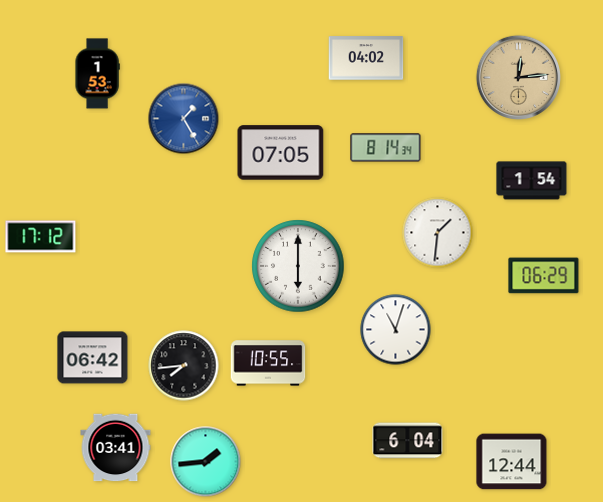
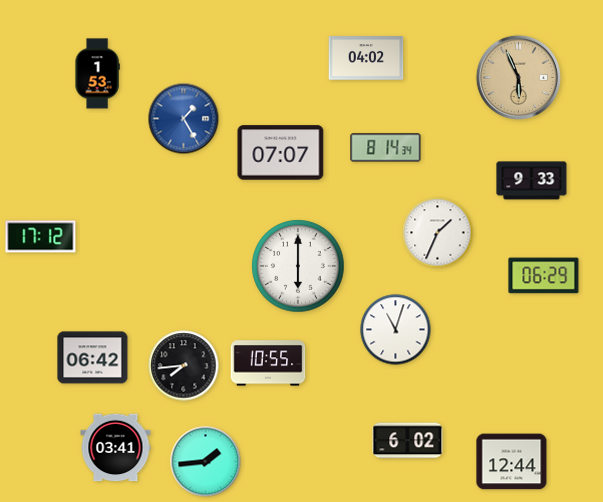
clock at (518, 77): 12:14 -> 5:56
clock at (281, 153): 07:05 -> 07:07
clock at (532, 181): 1:54 -> 9:33
clock at (438, 233): 1:31 -> 1:34
clock at (408, 441): 6:04 -> 6:02
